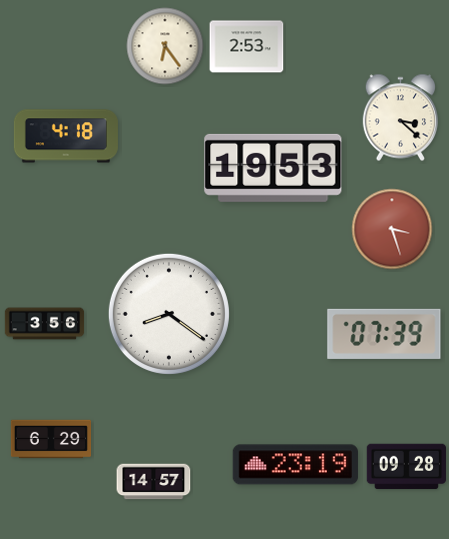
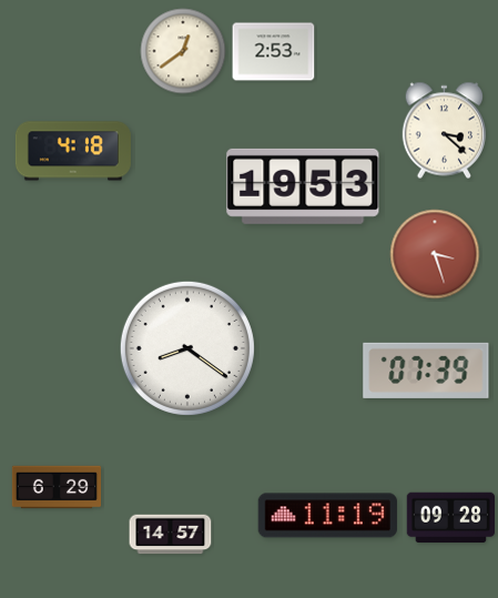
clock at (165, 46): 6:24 -> 12:39
clock at (45, 324): 3:56 -> none
clock at (295, 465): 23:19 -> 11:19
